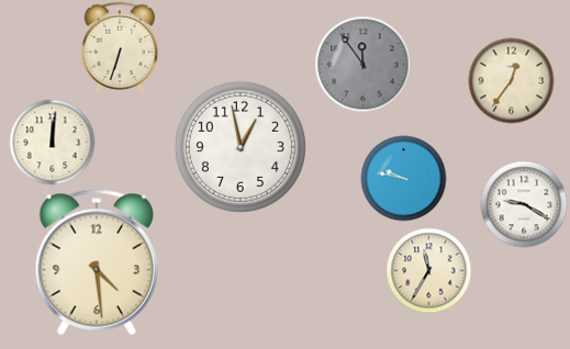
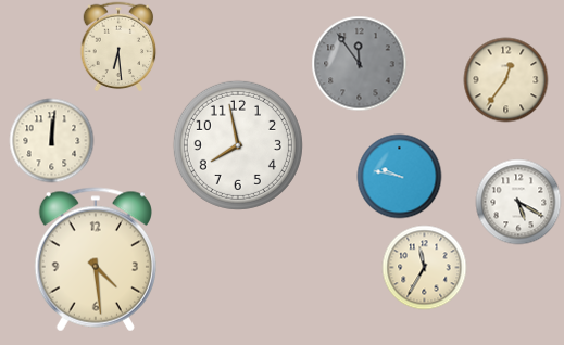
clock at (120, 47): 6:33 -> 6:29
clock at (241, 147): 12:58 -> 7:58
clock at (524, 204): 9:20 -> 5:20
